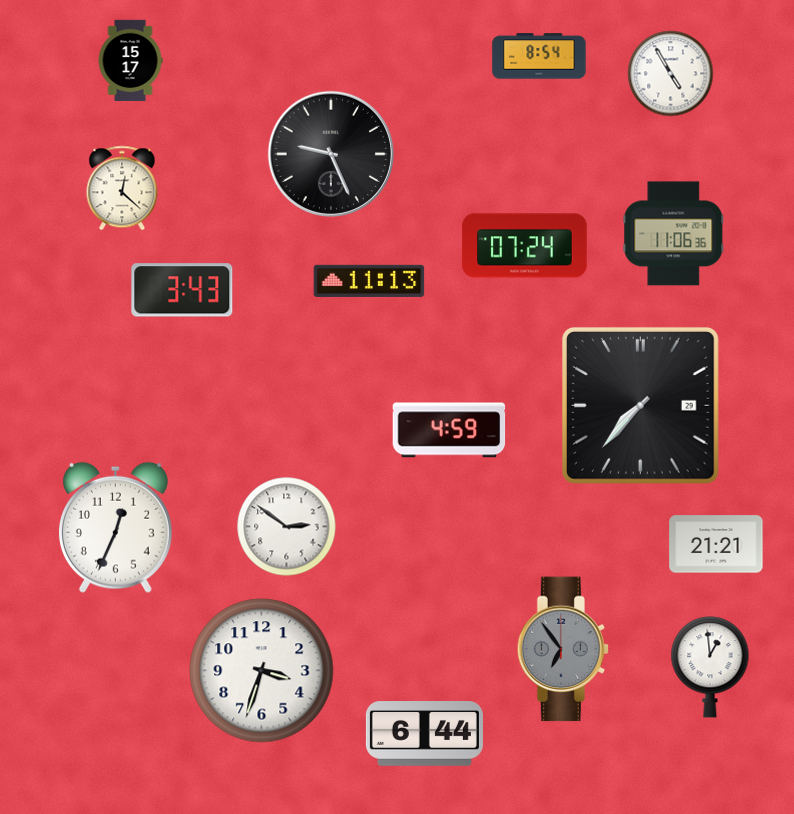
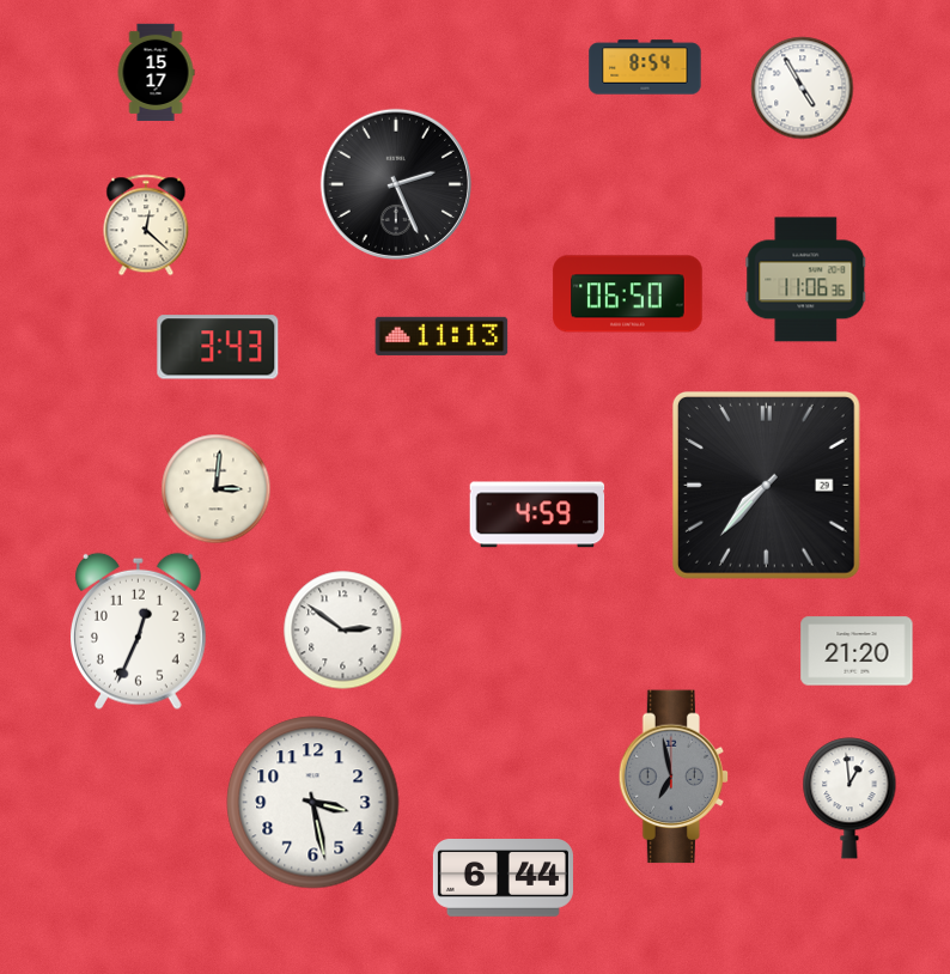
clock at (331, 154): 9:26 -> 2:26
clock at (525, 246): 07:24 -> 06:50
clock at (217, 489): none -> 3:01
clock at (716, 544): 21:21 -> 21:20
clock at (563, 649): 6:54 -> 6:58
clock at (262, 671): 3:33 -> 3:28
clock at (424, 734) position: (424, 734) -> (503, 878)
